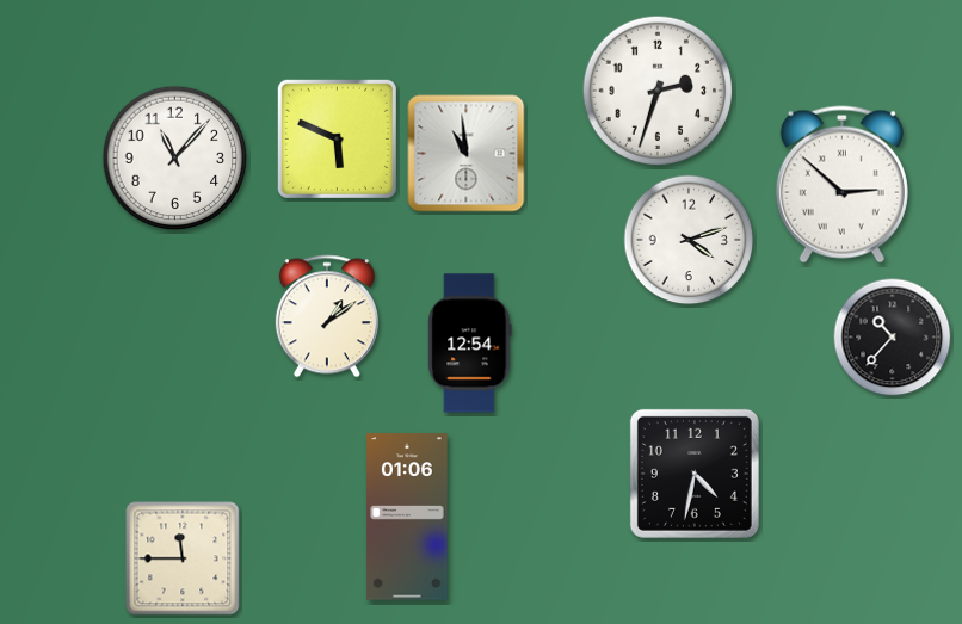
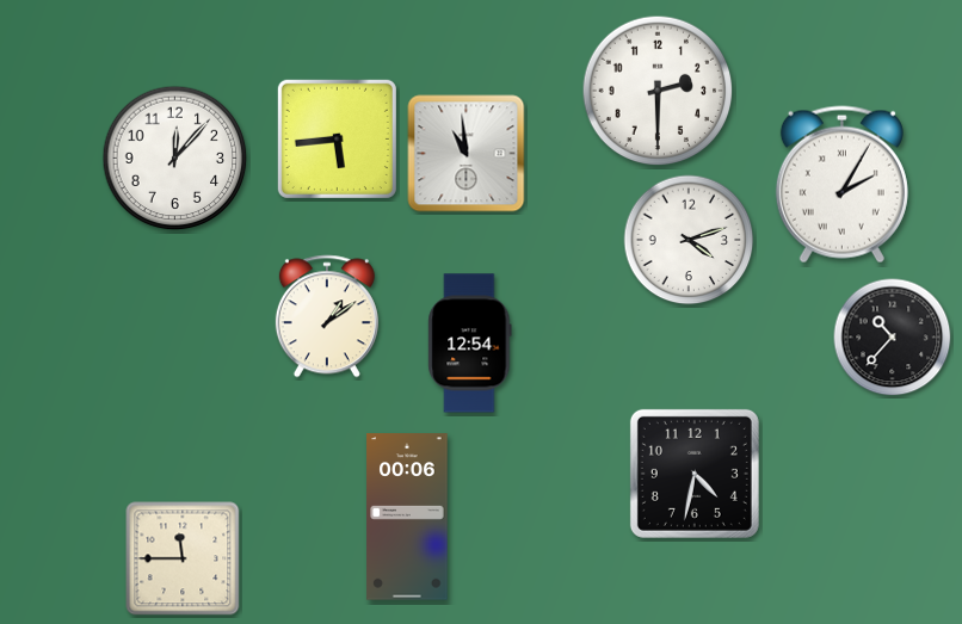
clock at (658, 91): 2:33 -> 2:30
clock at (337, 138): 5:49 -> 5:44
clock at (175, 159): 11:07 -> 12:07
clock at (841, 185): 2:52 -> 2:05
clock at (407, 517): 01:06 -> 00:06
